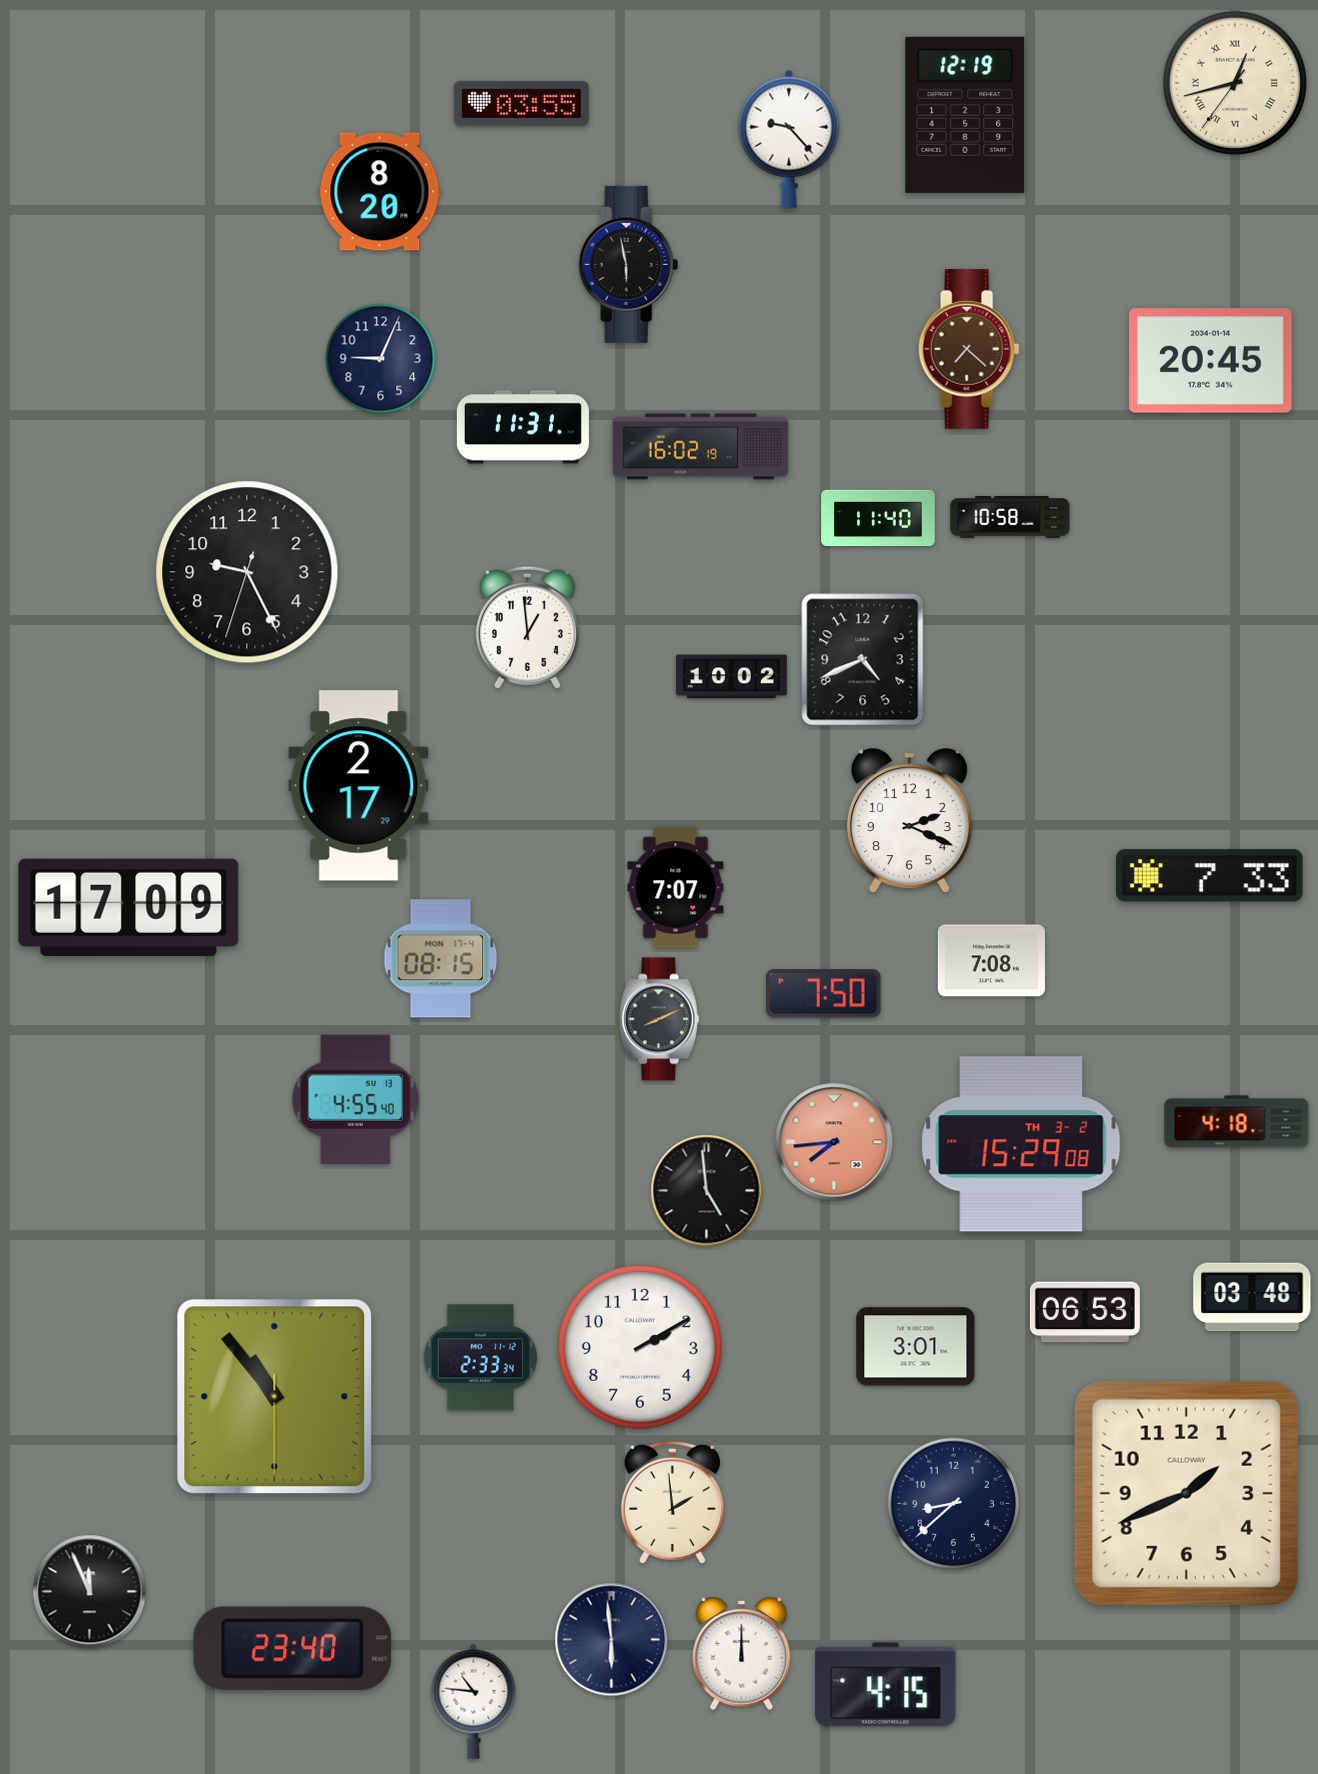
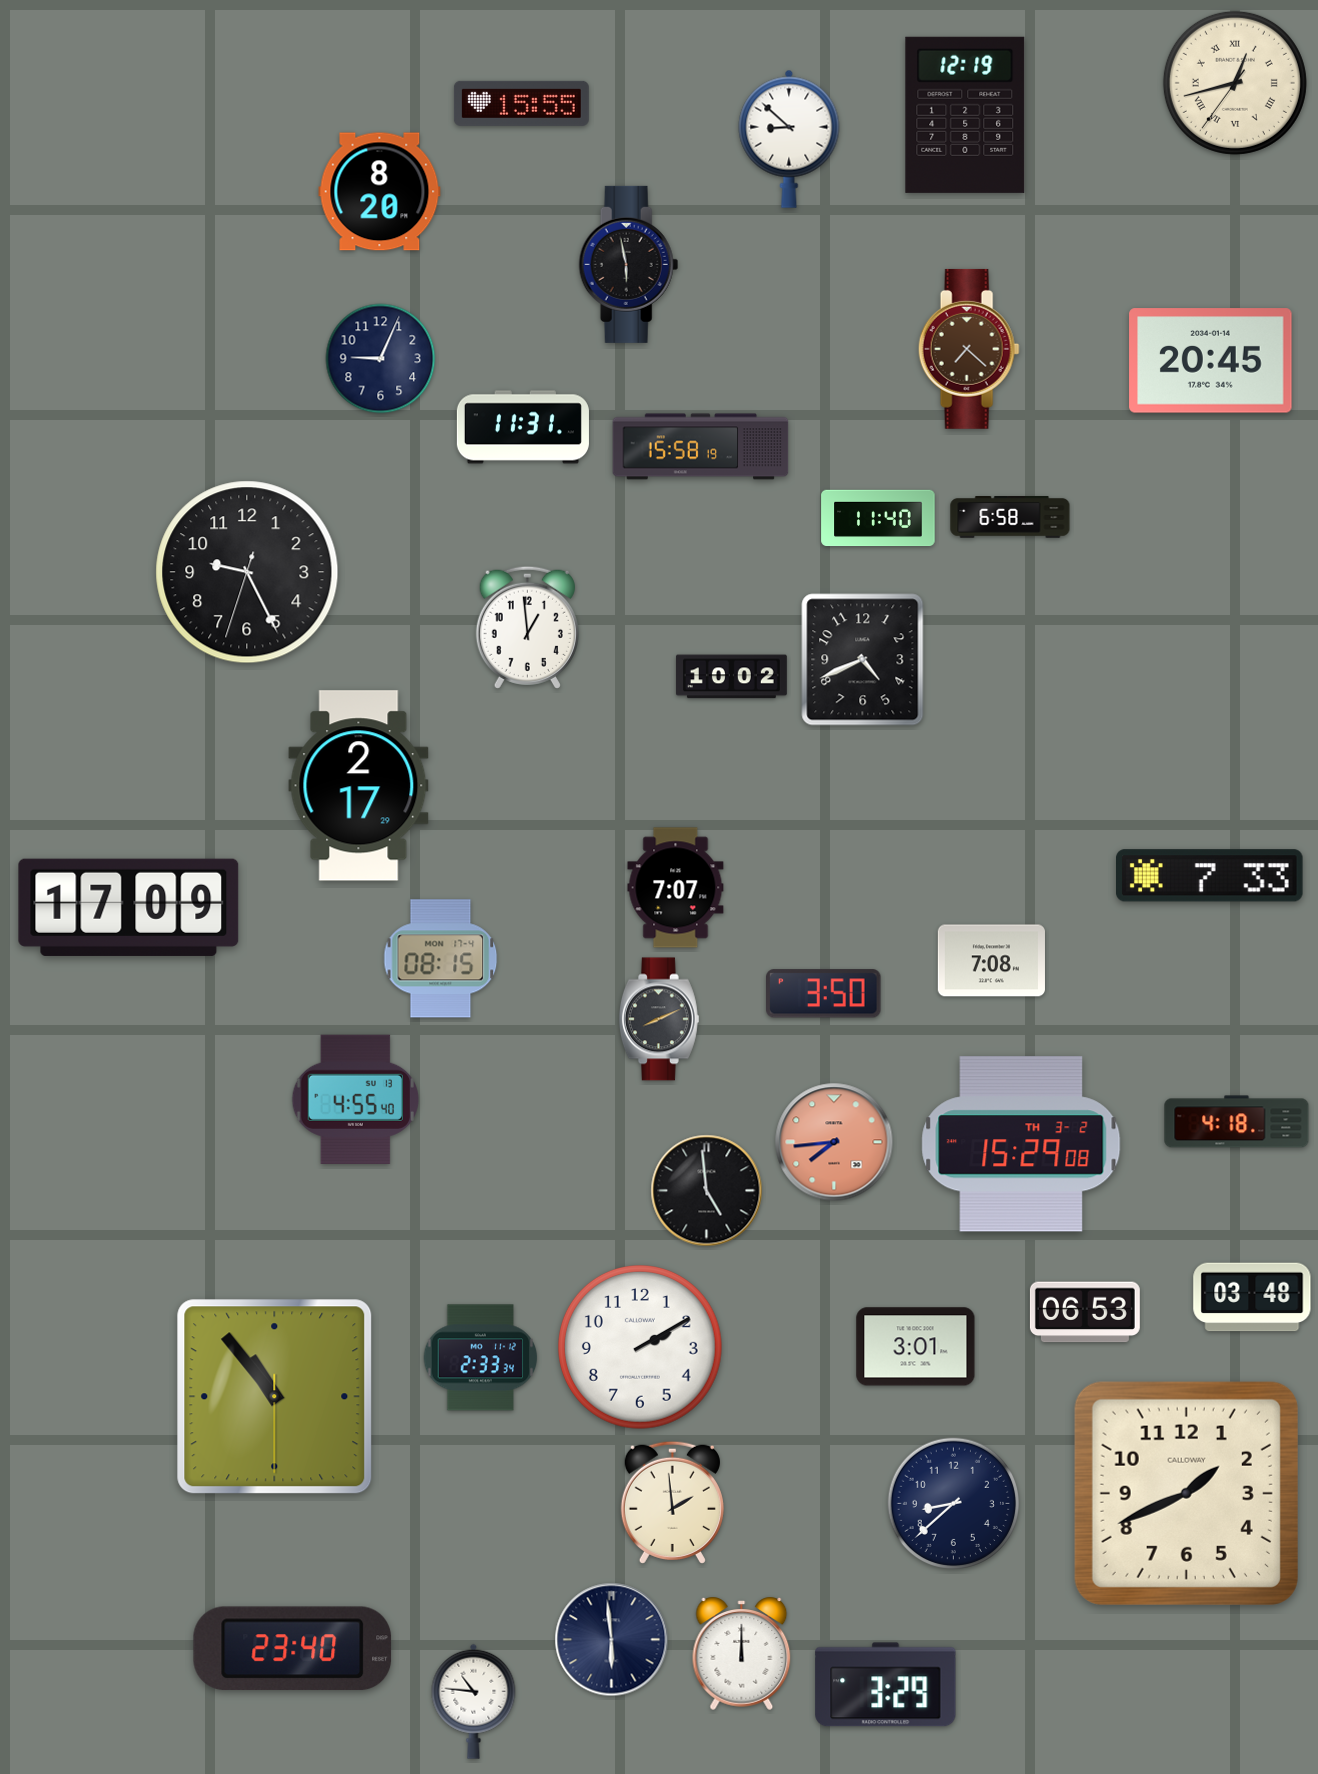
clock at (521, 103): 03:55 -> 15:55
clock at (789, 139): 9:23 -> 8:52
clock at (701, 447): 16:02 -> 15:58
clock at (1010, 518): 10:58 -> 6:58
clock at (909, 821): 2:19 -> none
clock at (824, 994): 7:50 -> 3:50
clock at (90, 1592): 11:56 -> none
clock at (886, 1685): 4:15 -> 3:29
